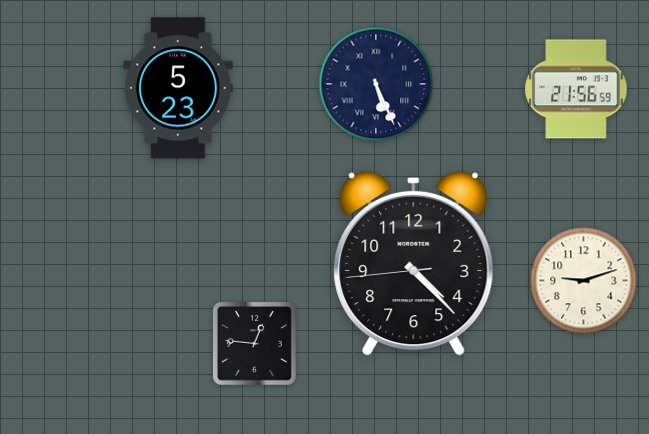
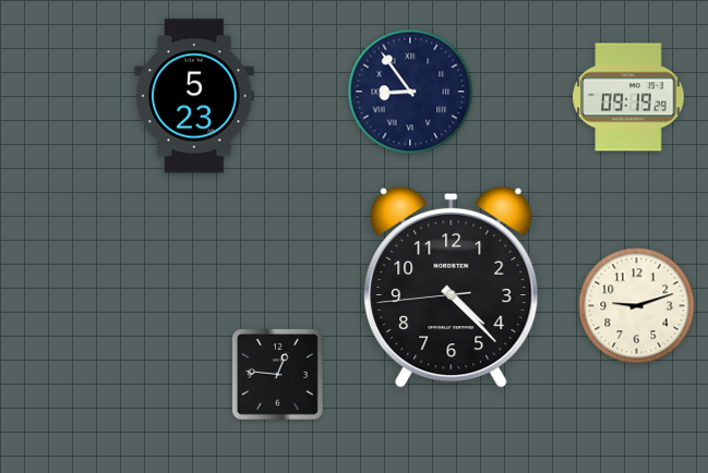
clock at (376, 84): 5:26 -> 8:54
clock at (576, 89): 21:56 -> 09:19
